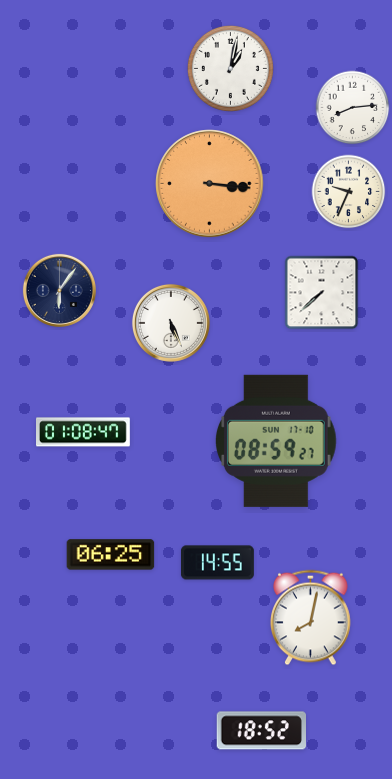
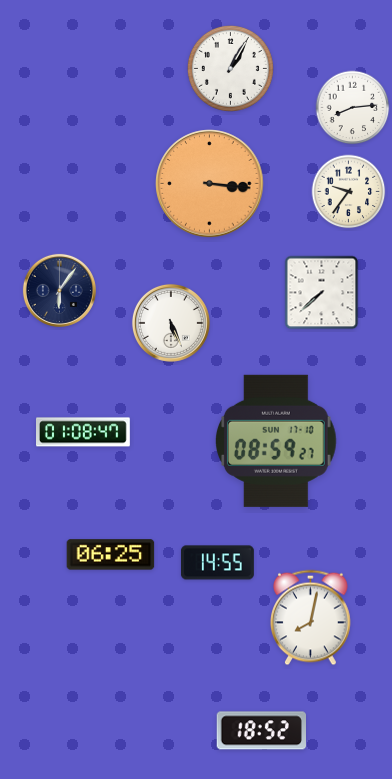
clock at (230, 68): 1:02 -> 1:05
clock at (349, 192): 9:34 -> 9:36
